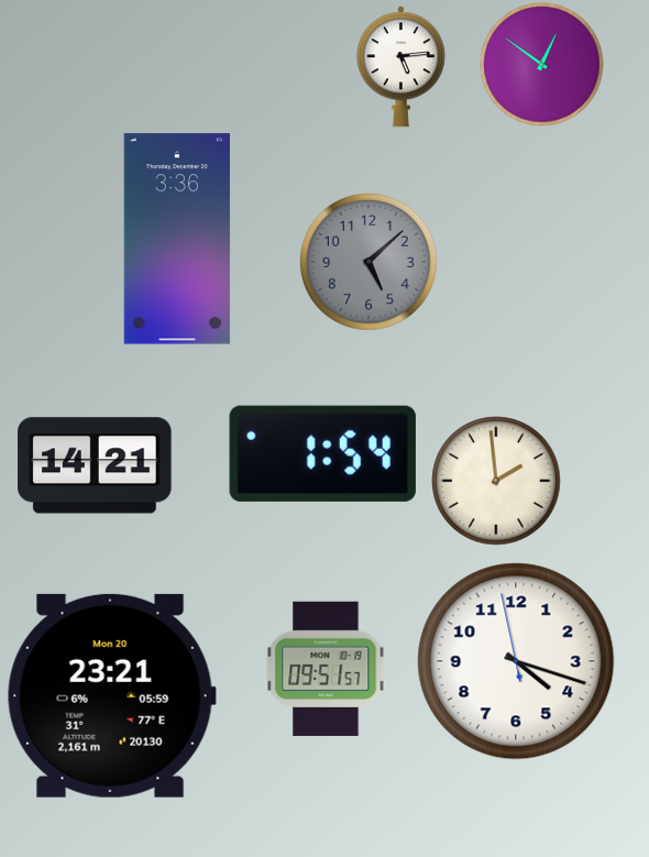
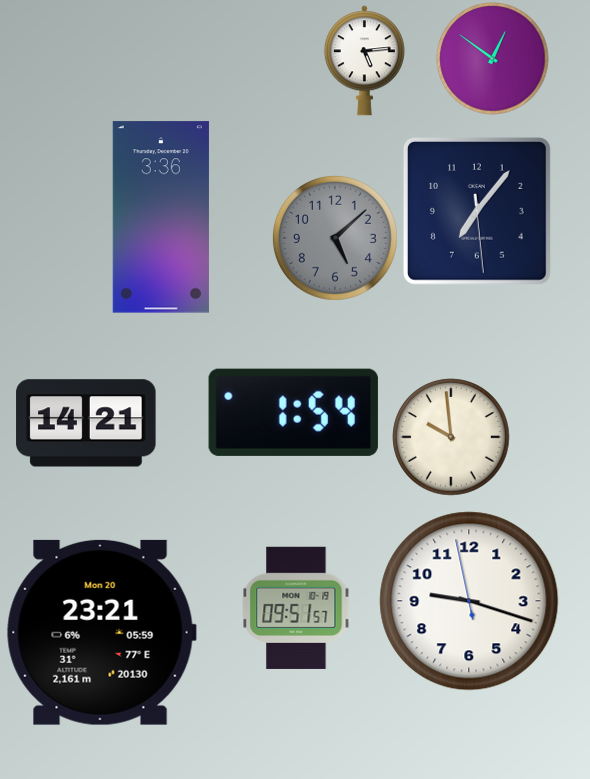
clock at (477, 211): none -> 7:06
clock at (496, 481): 1:59 -> 9:59
clock at (516, 661): 4:17 -> 9:17
